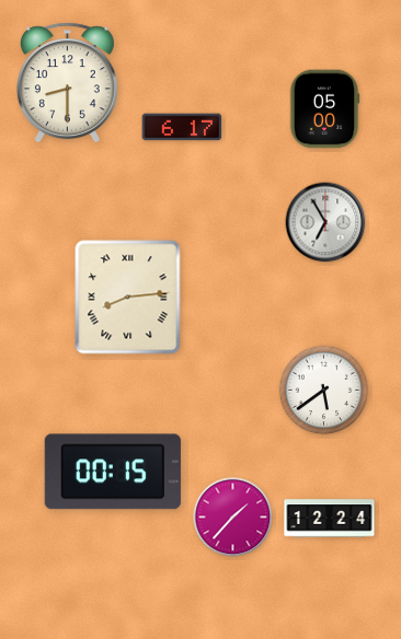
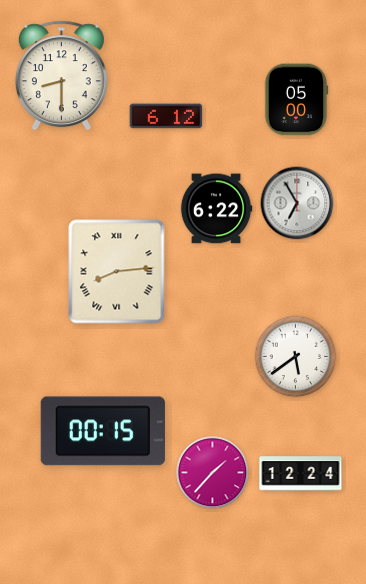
clock at (182, 127): 6:17 -> 6:12
clock at (216, 209): none -> 6:22
